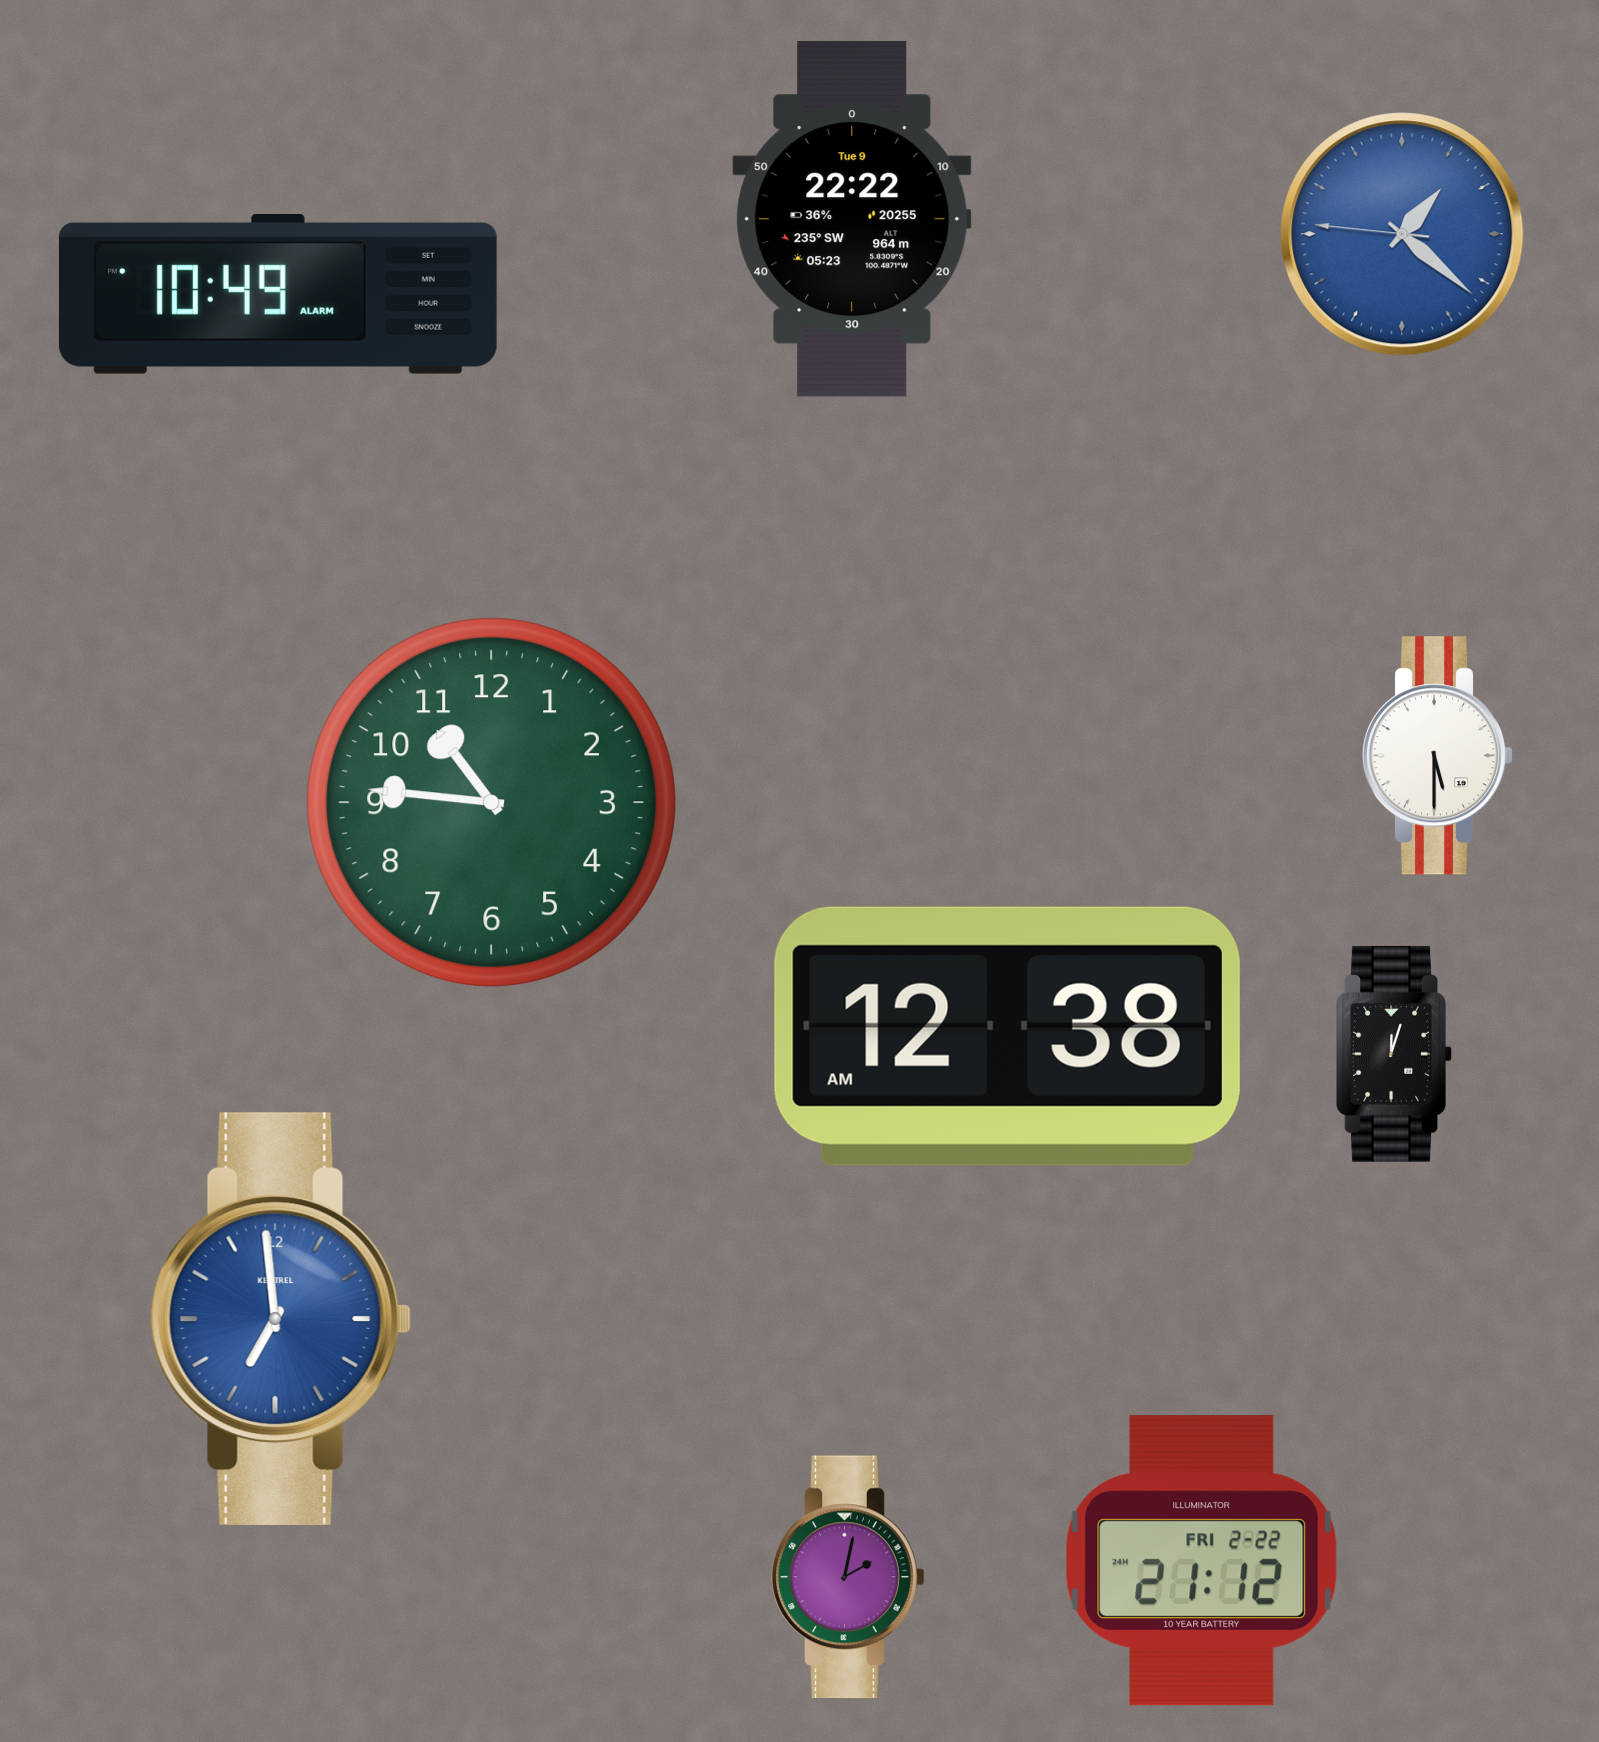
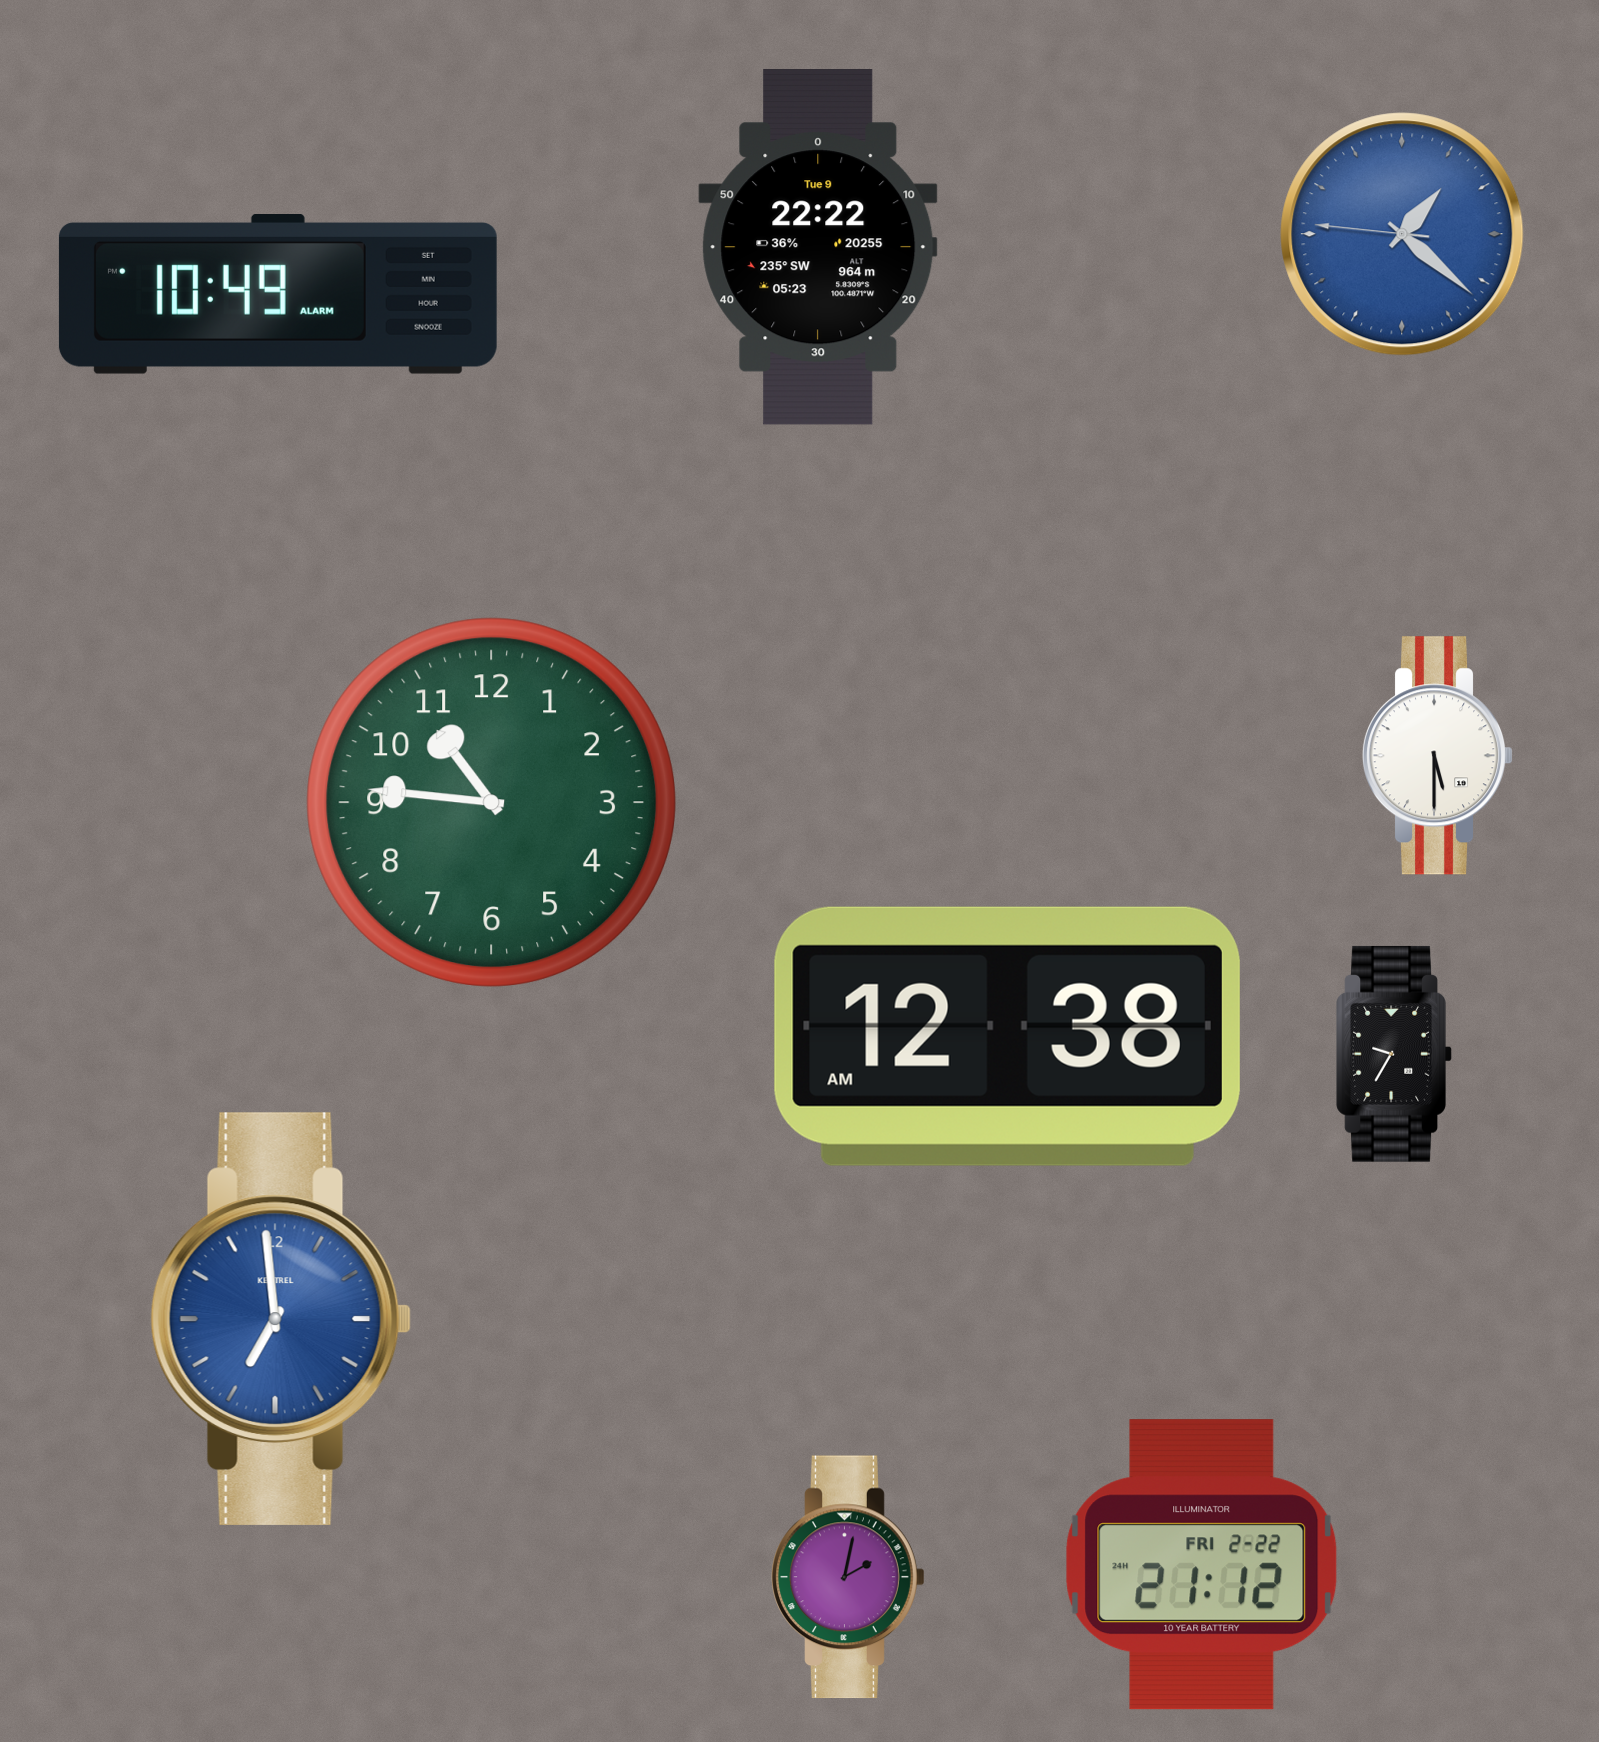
clock at (852, 219) position: (852, 219) -> (818, 247)
clock at (1394, 1054): 12:03 -> 9:35
clock at (1202, 1561) position: (1202, 1561) -> (1202, 1565)
